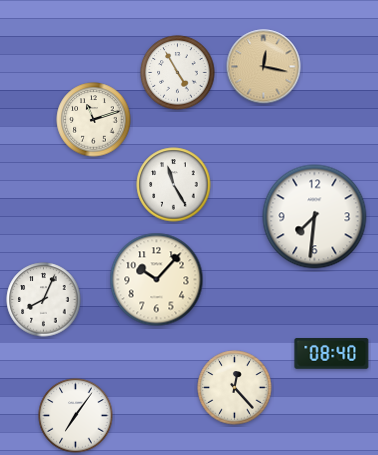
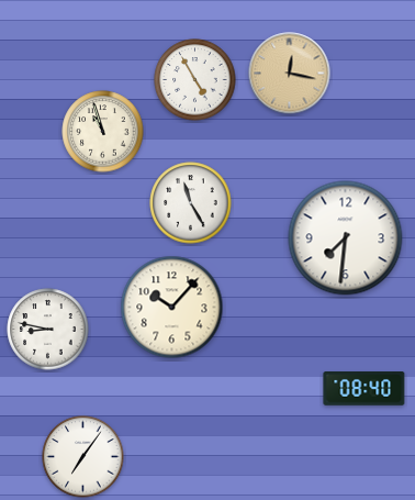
clock at (94, 120): 11:12 -> 10:57
clock at (44, 300): 8:04 -> 8:47
clock at (235, 388): 12:23 -> none
